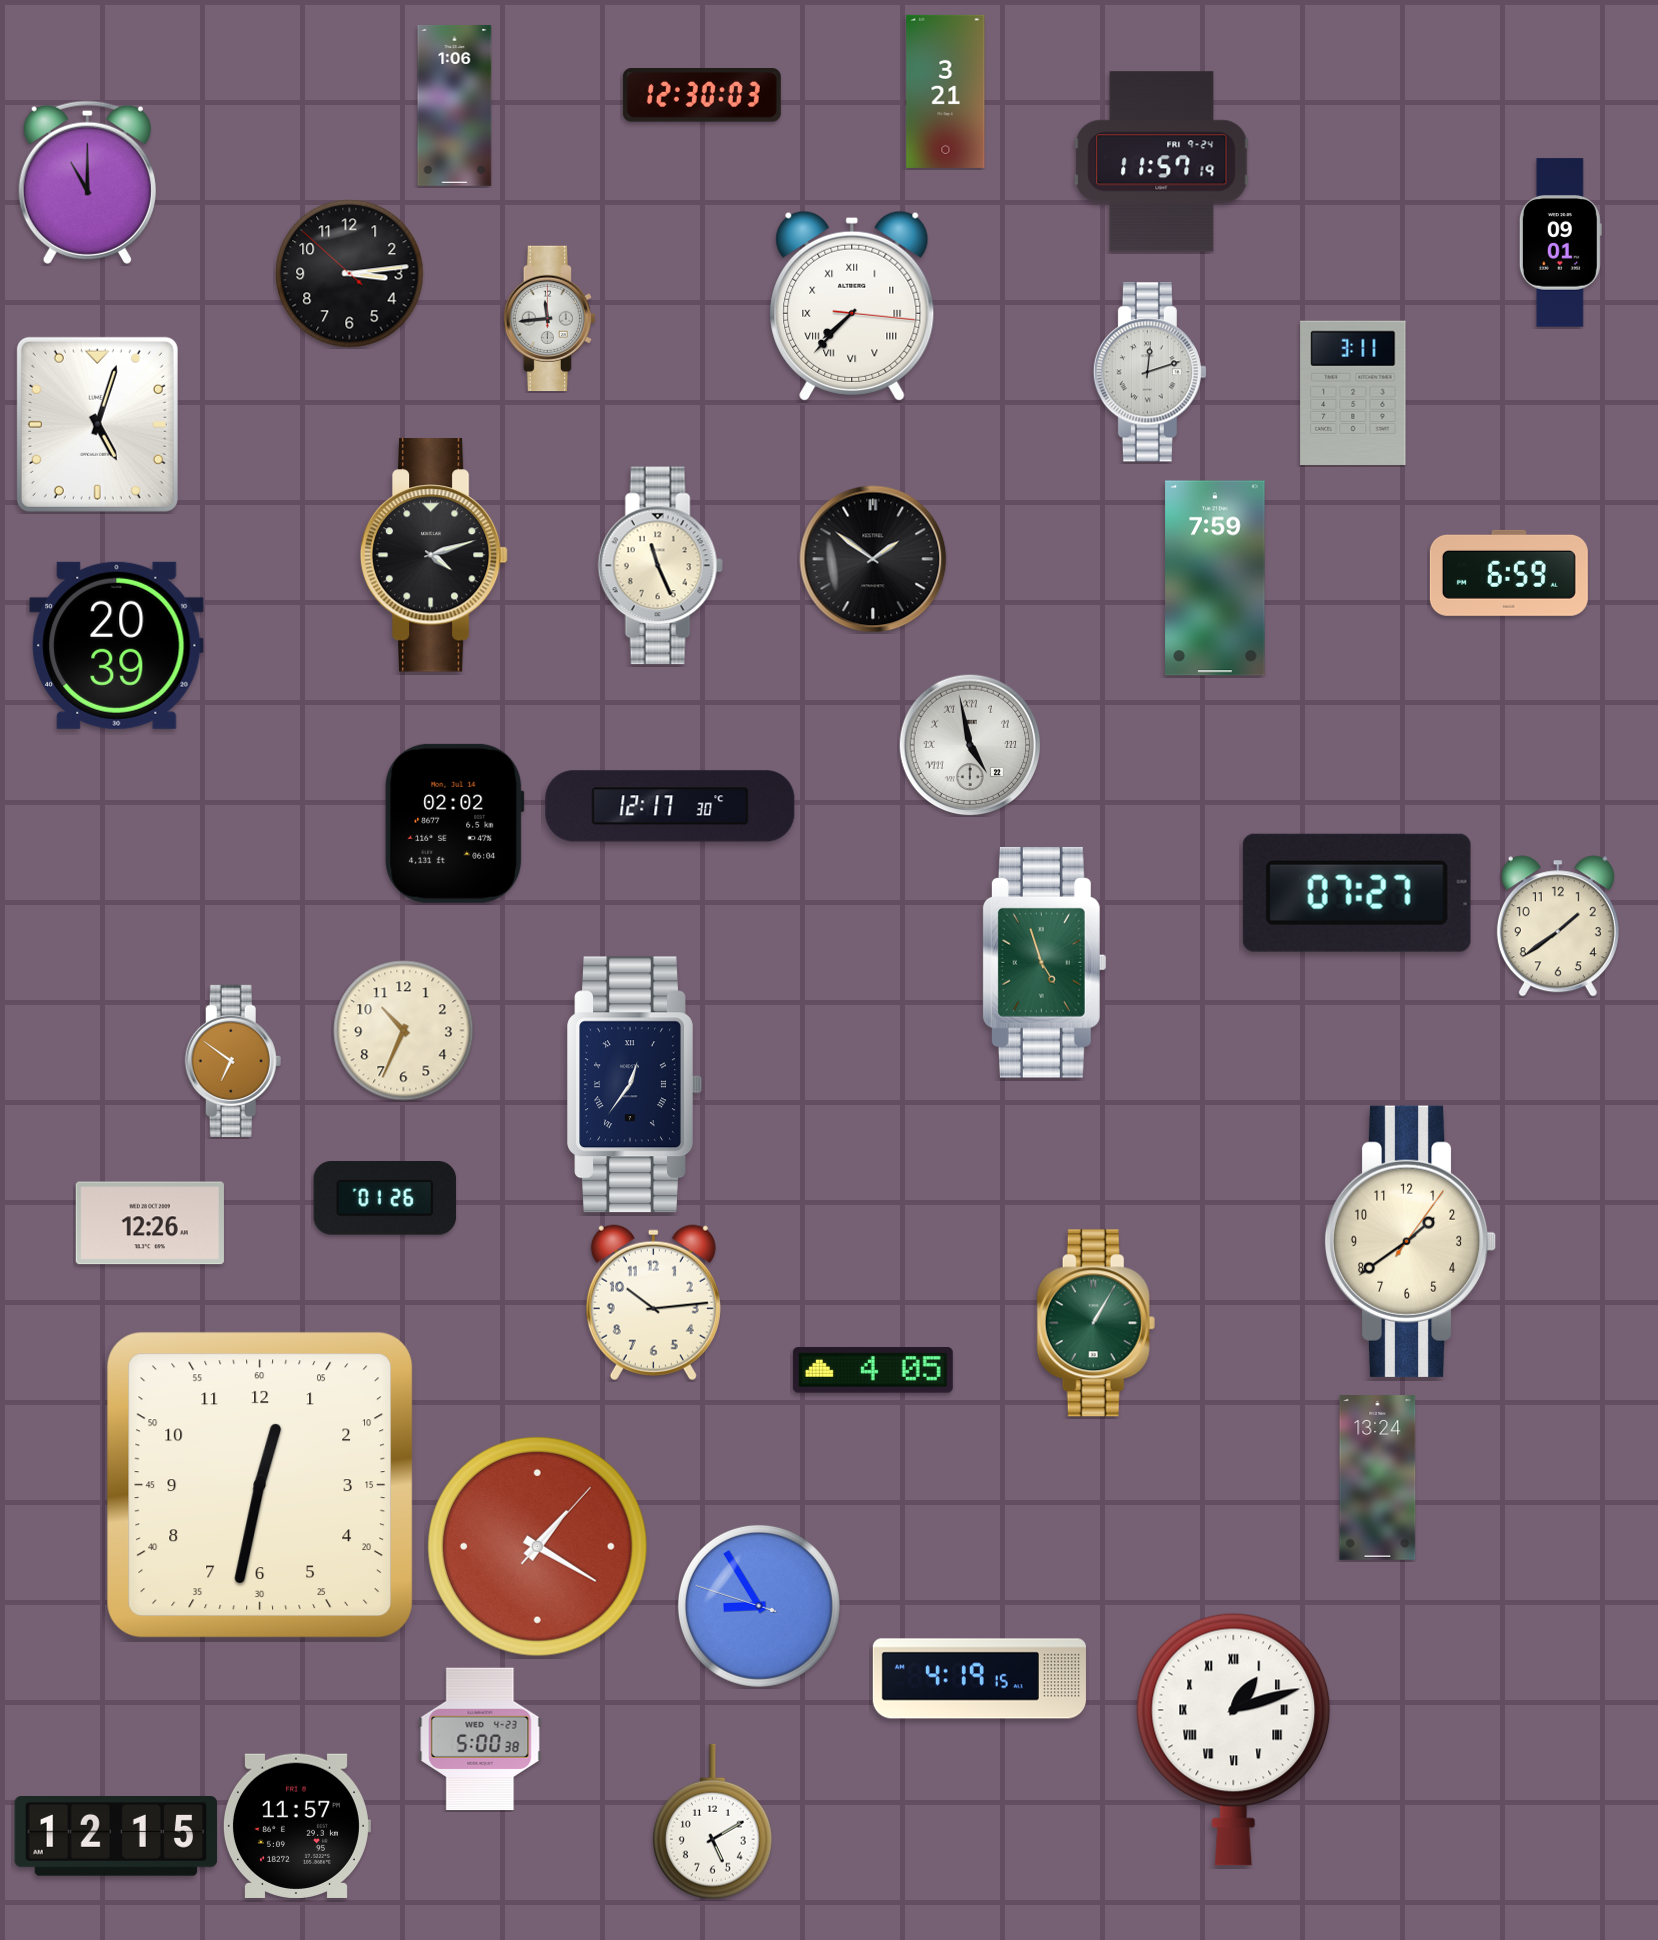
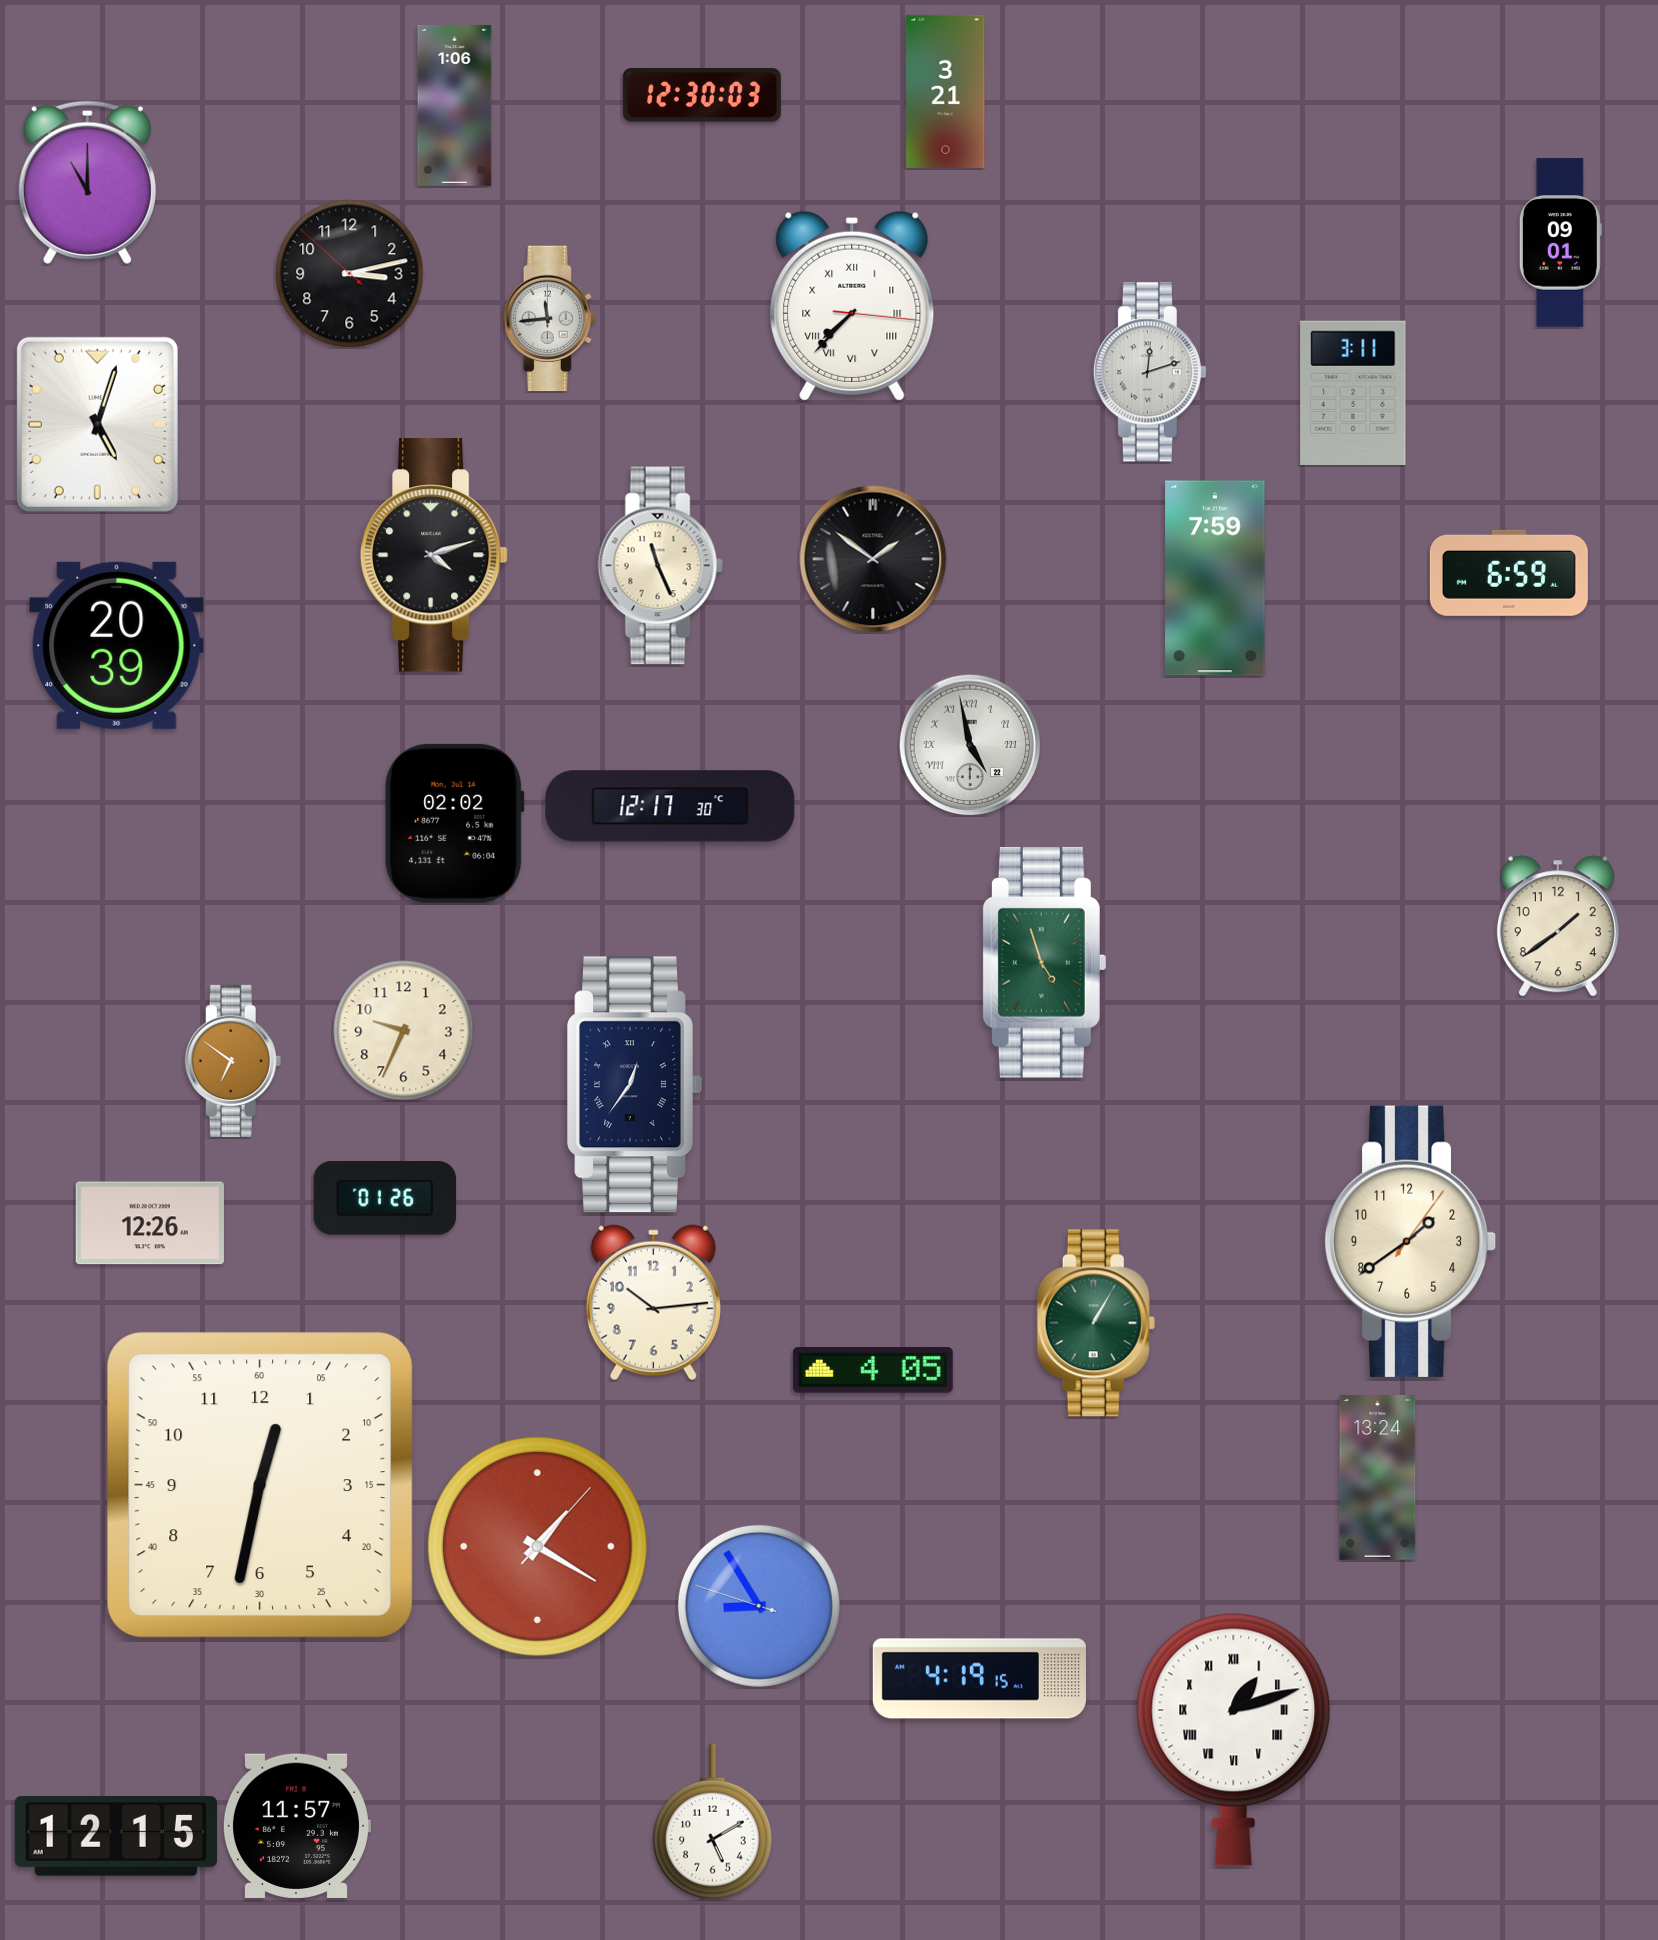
clock at (1162, 162): 11:57 -> none
clock at (350, 274): 3:13 -> 3:12
clock at (1357, 893): 07:27 -> none
clock at (404, 1031): 10:34 -> 9:34
clock at (480, 1739): 5:00 -> none
